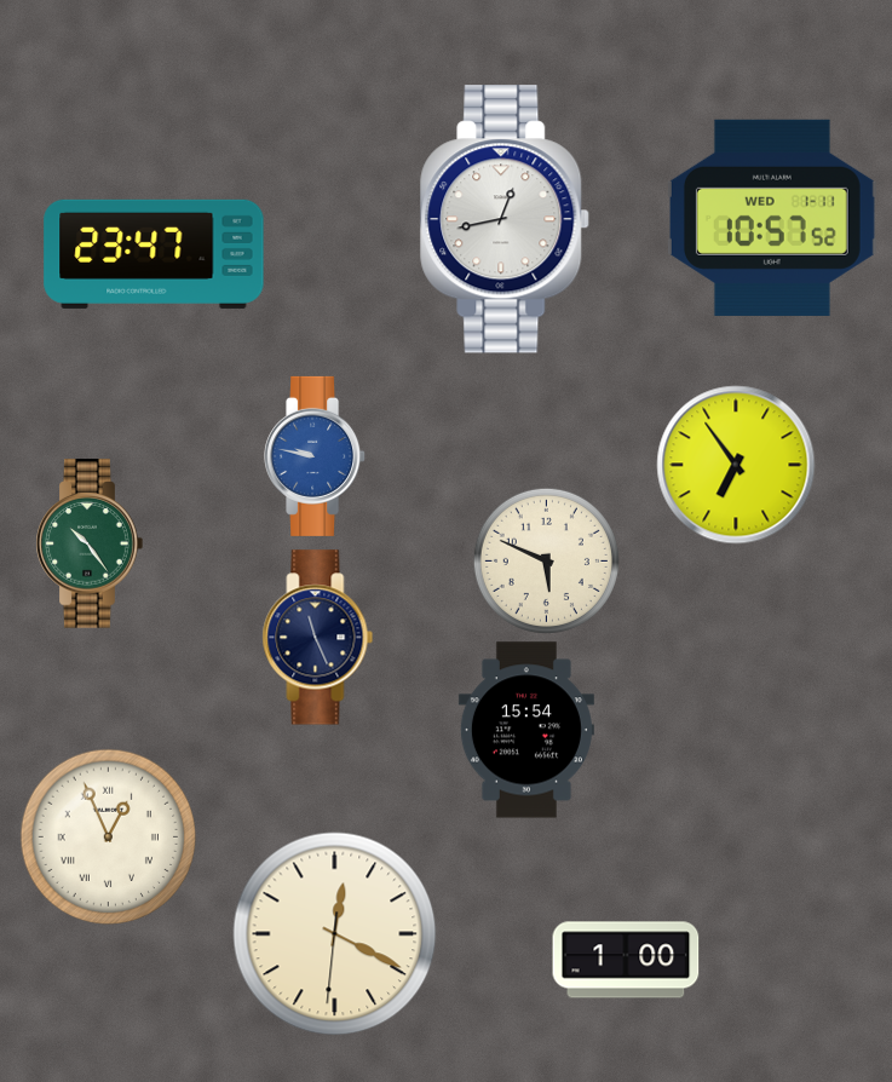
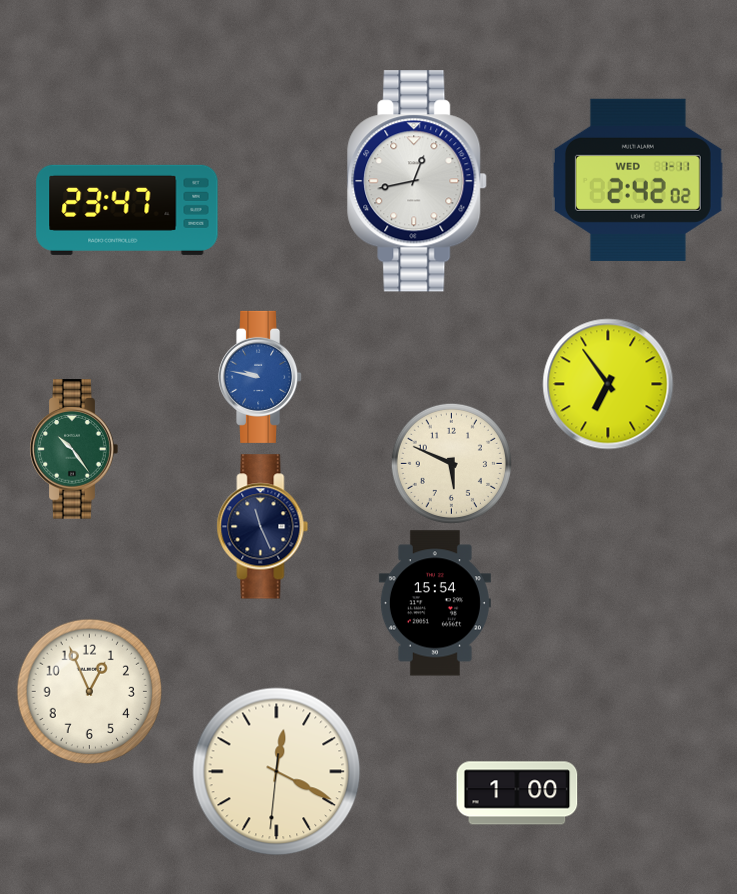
clock at (772, 218): 10:57 -> 2:42
clock at (109, 838) numerals: Roman -> Arabic
